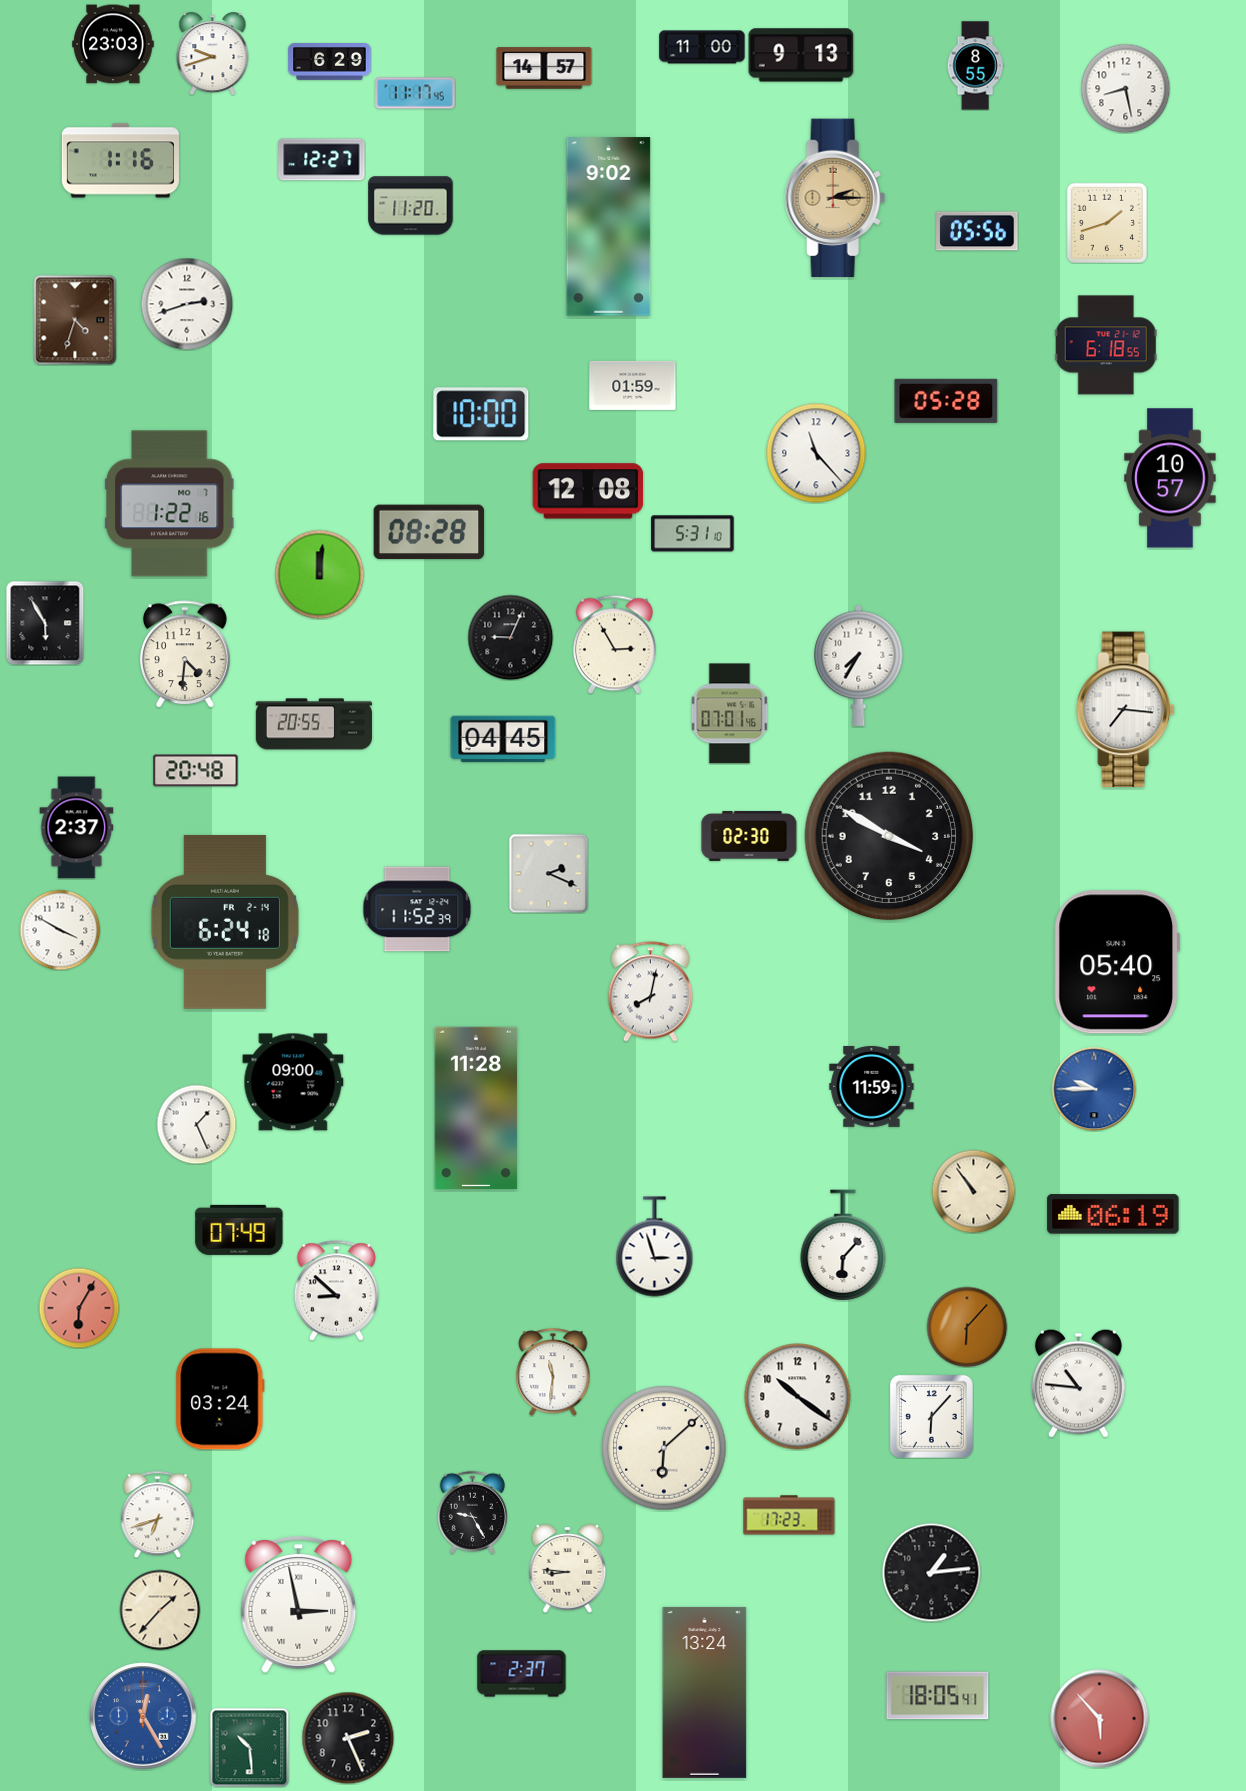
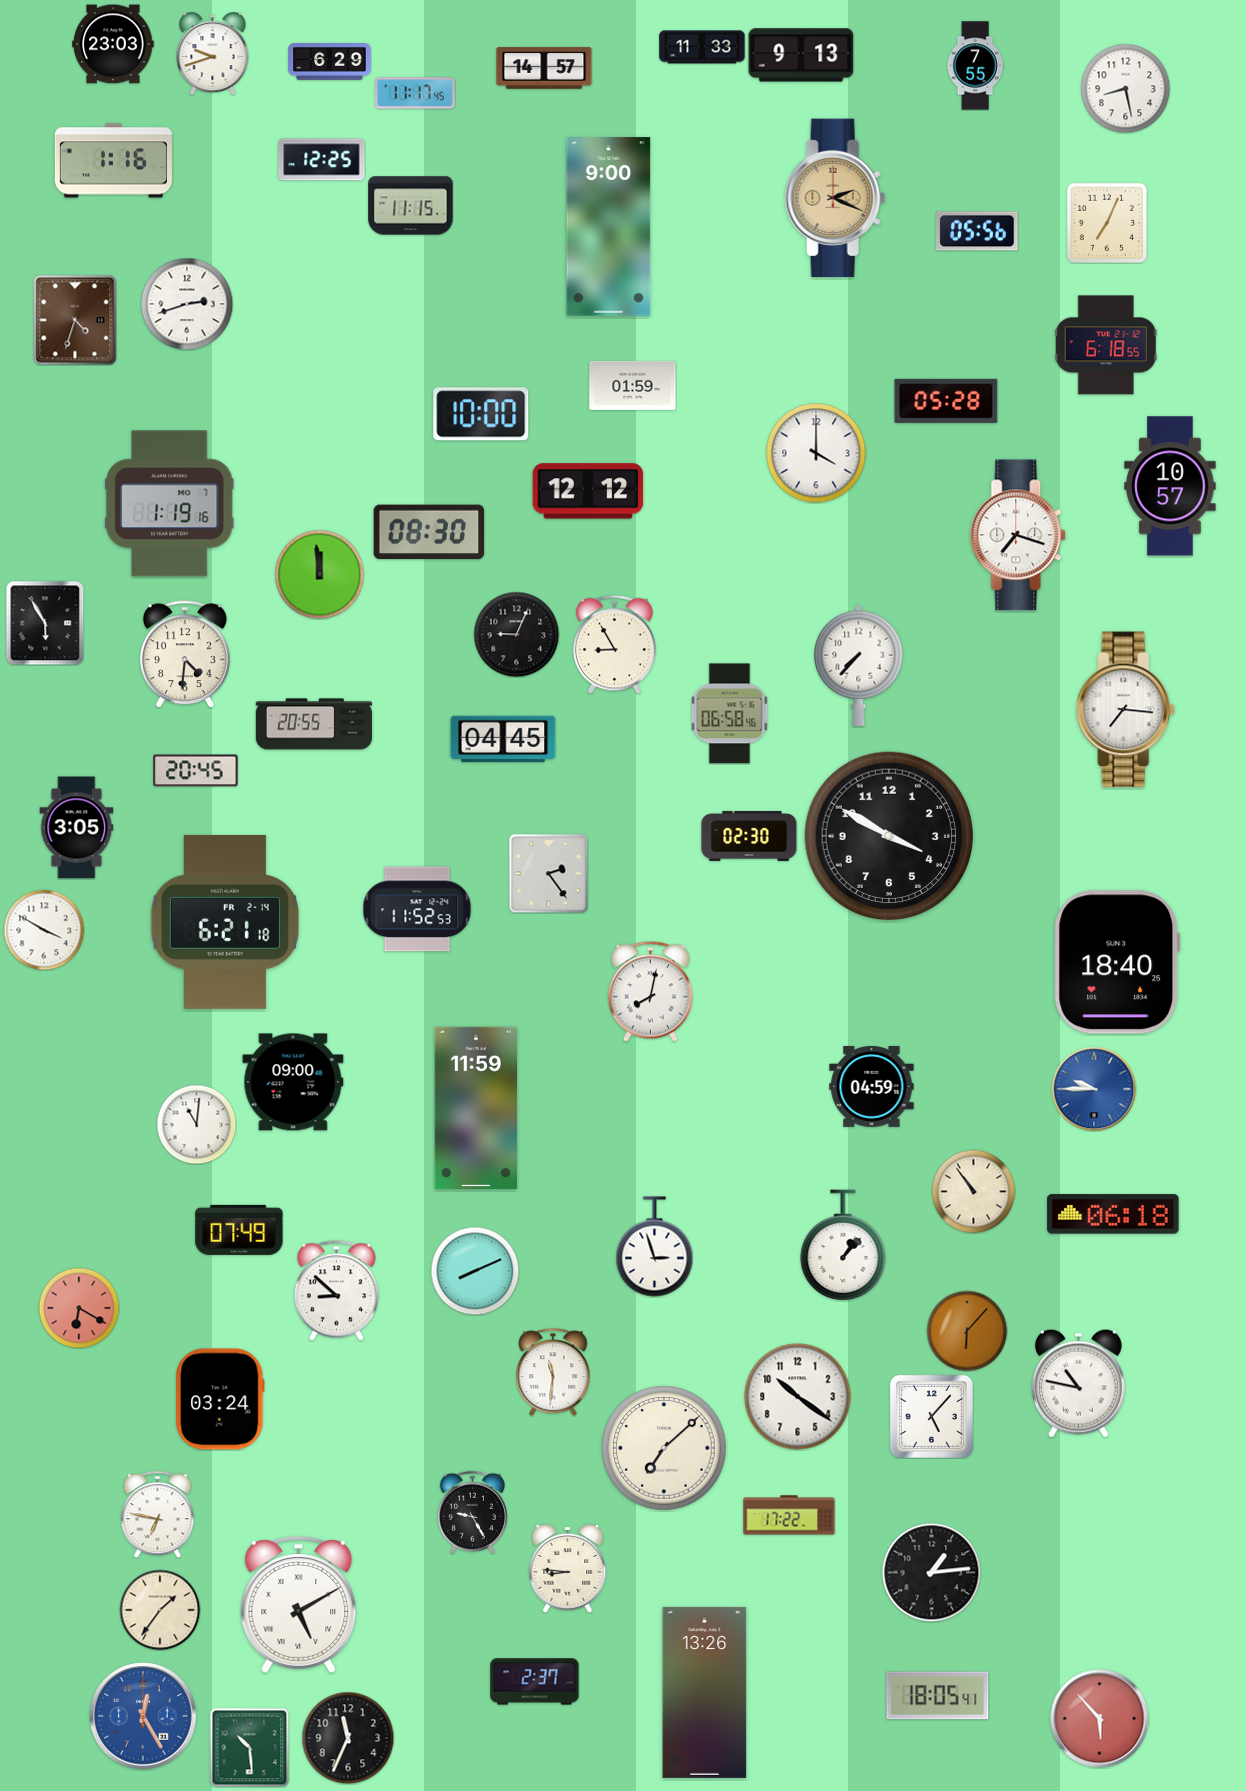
clock at (702, 47): 11:00 -> 11:33
clock at (975, 66): 8:55 -> 7:55
clock at (322, 160): 12:27 -> 12:25
clock at (120, 161) position: (120, 161) -> (113, 161)
clock at (835, 198): 2:15 -> 2:19
clock at (411, 206): 11:20 -> 11:15
clock at (1106, 222): 1:42 -> 7:04
clock at (609, 227): 9:02 -> 9:00
clock at (816, 453): 11:23 -> 4:00
clock at (1170, 478) position: (1170, 478) -> (1170, 486)
clock at (588, 491): 12:08 -> 12:12
clock at (169, 504): 1:22 -> 1:19
clock at (429, 532): 08:28 -> 08:30
clock at (693, 534): 5:31 -> none
clock at (1019, 535): none -> 7:18
clock at (319, 574): 12:01 -> 11:59
clock at (510, 637) position: (510, 637) -> (516, 634)
clock at (614, 644): 2:55 -> 8:55
clock at (859, 665): 7:35 -> 7:37
clock at (730, 714): 07:01 -> 06:58
clock at (196, 771): 20:48 -> 20:45
clock at (77, 828): 2:37 -> 3:05
clock at (548, 873): 2:19 -> 2:24
clock at (417, 909): 11:52:39 -> 11:52:53
clock at (225, 922): 6:24 -> 6:21
clock at (60, 930) position: (60, 930) -> (44, 930)
clock at (1117, 962): 05:40 -> 18:40
clock at (872, 1086): 11:59 -> 04:59
clock at (476, 1108): 11:28 -> 11:59
clock at (196, 1124): 1:26 -> 11:01
clock at (1113, 1214): 06:19 -> 06:18
clock at (843, 1245): 6:07 -> 1:07
clock at (475, 1271): none -> 8:11
clock at (79, 1308): 6:05 -> 6:20
clock at (967, 1327) position: (967, 1327) -> (967, 1331)
clock at (1078, 1383): 10:46 -> 10:47
clock at (931, 1416): 6:07 -> 5:07
clock at (664, 1448): 6:08 -> 7:08
clock at (158, 1514): 6:42 -> 6:47
clock at (789, 1515): 17:23 -> 17:22
clock at (299, 1605): 2:58 -> 5:10
clock at (160, 1610): 1:37 -> 1:36
clock at (522, 1674) position: (522, 1674) -> (535, 1682)
clock at (705, 1692): 13:24 -> 13:26
clock at (348, 1738): 2:26 -> 11:34
